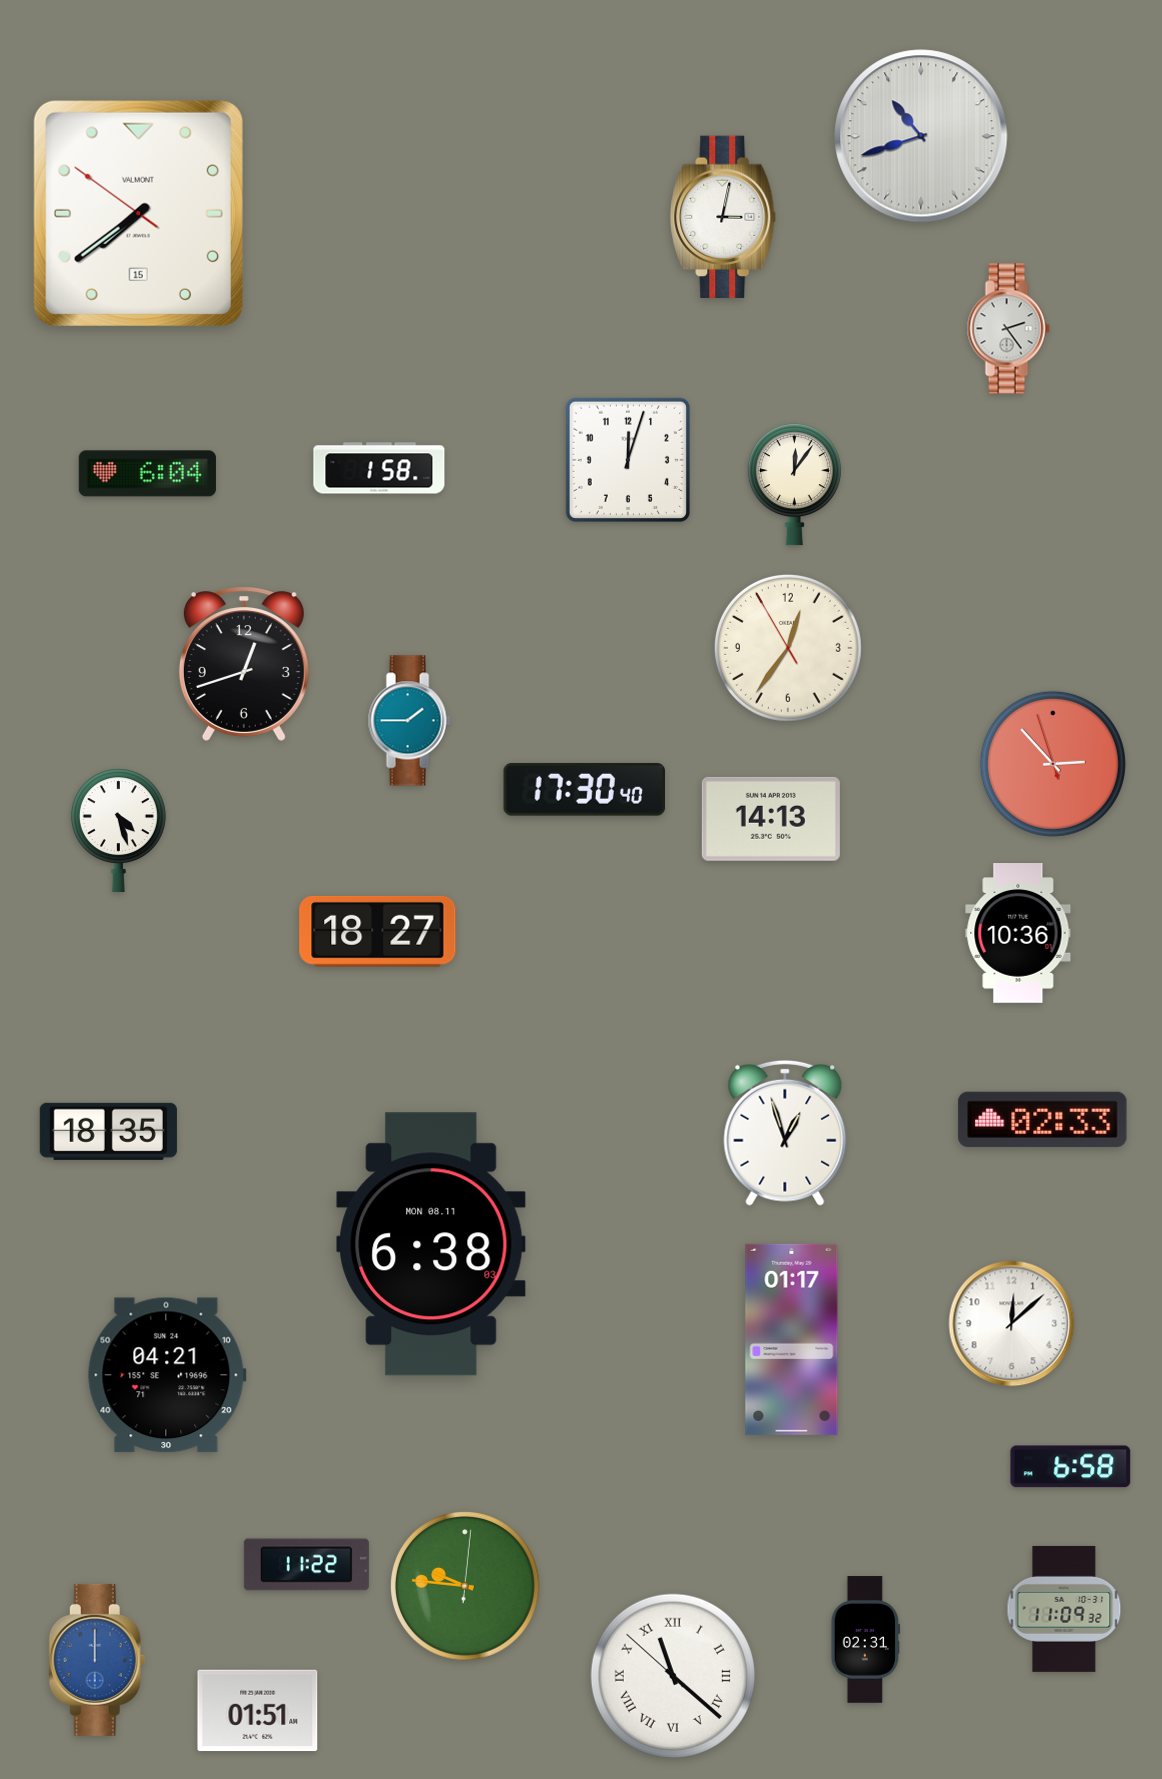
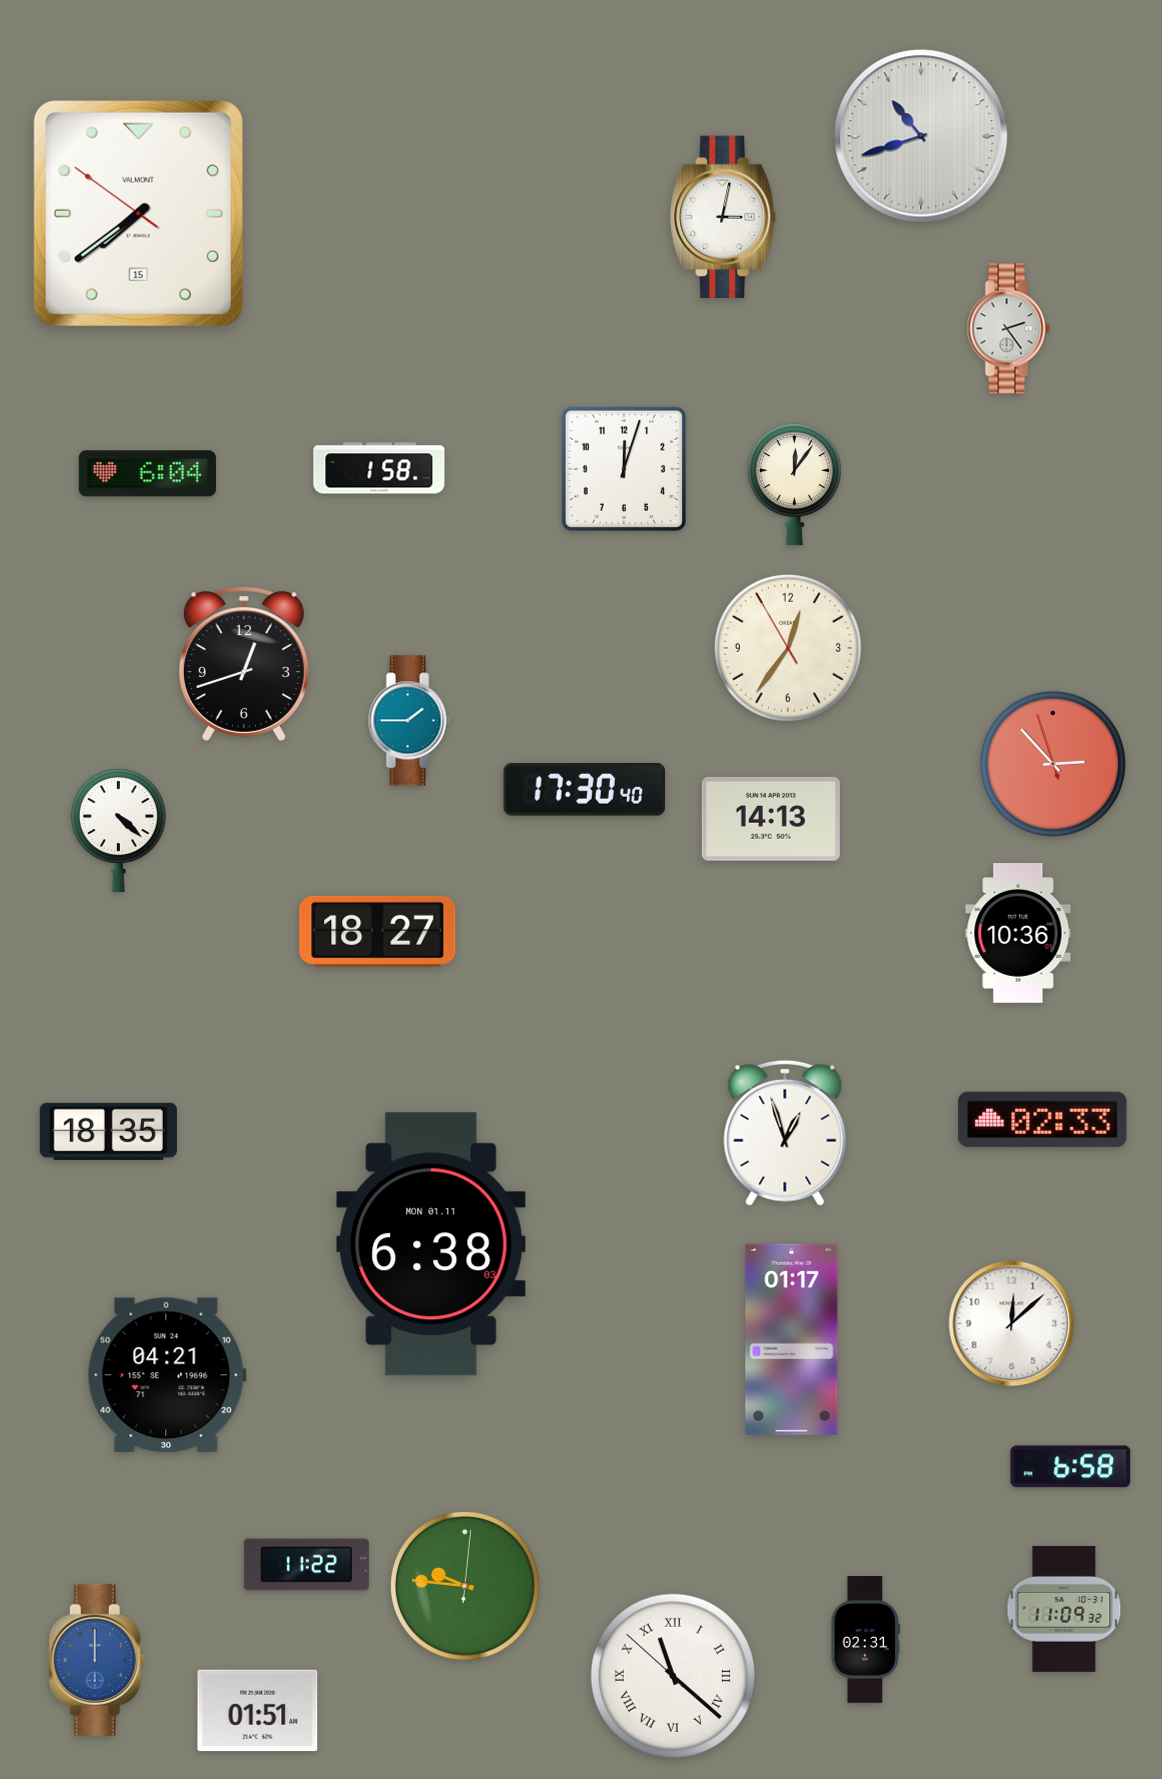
clock at (628, 460) position: (628, 460) -> (624, 469)
clock at (118, 830): 4:27 -> 4:22
clock at (431, 1244) date: MON 08.11 -> MON 01.11
